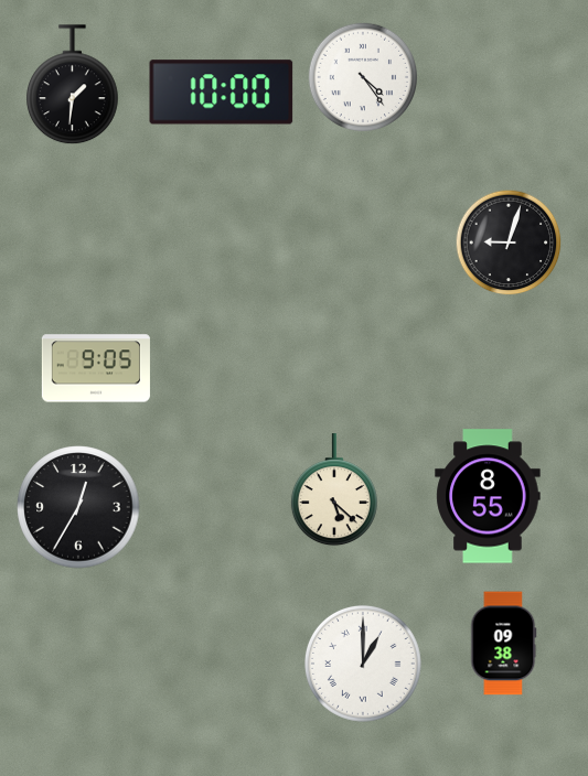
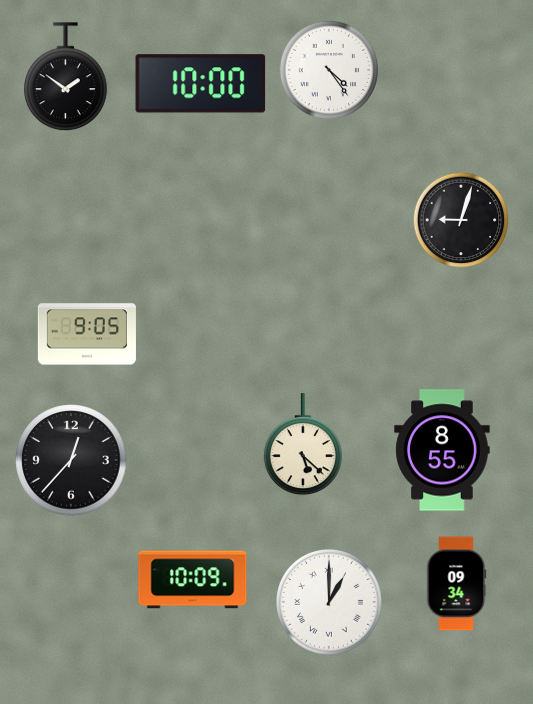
clock at (73, 85): 1:31 -> 1:51
clock at (78, 507): 12:35 -> 12:37
clock at (193, 580): none -> 10:09
clock at (504, 644): 09:38 -> 09:34
